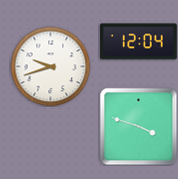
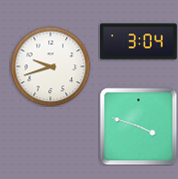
clock at (139, 42): 12:04 -> 3:04
